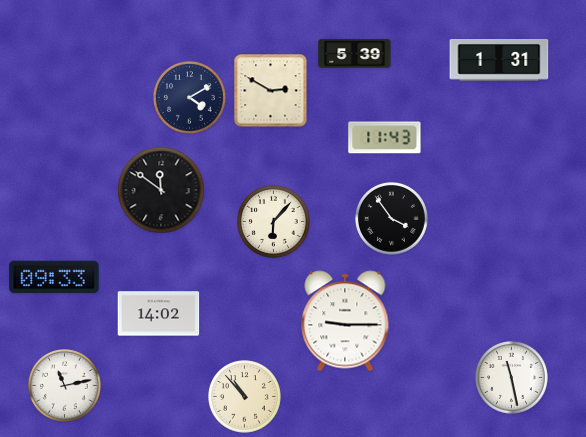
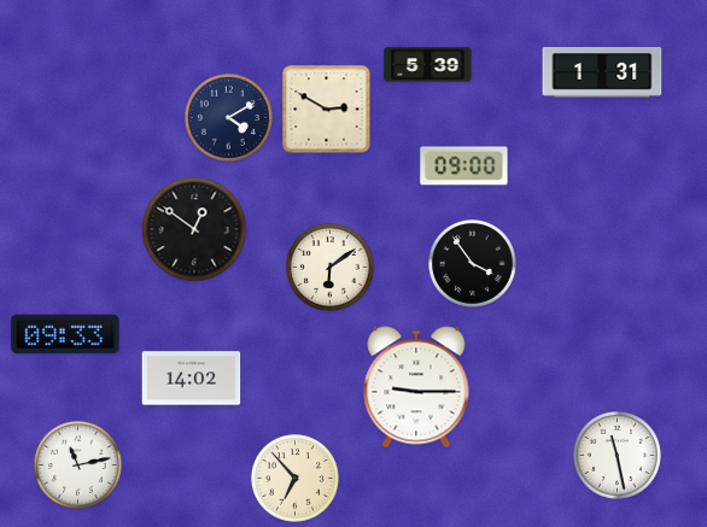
clock at (385, 138): 11:43 -> 09:00
clock at (161, 190): 11:51 -> 12:51
clock at (274, 222): 6:07 -> 6:09
clock at (245, 397): 10:53 -> 6:53
